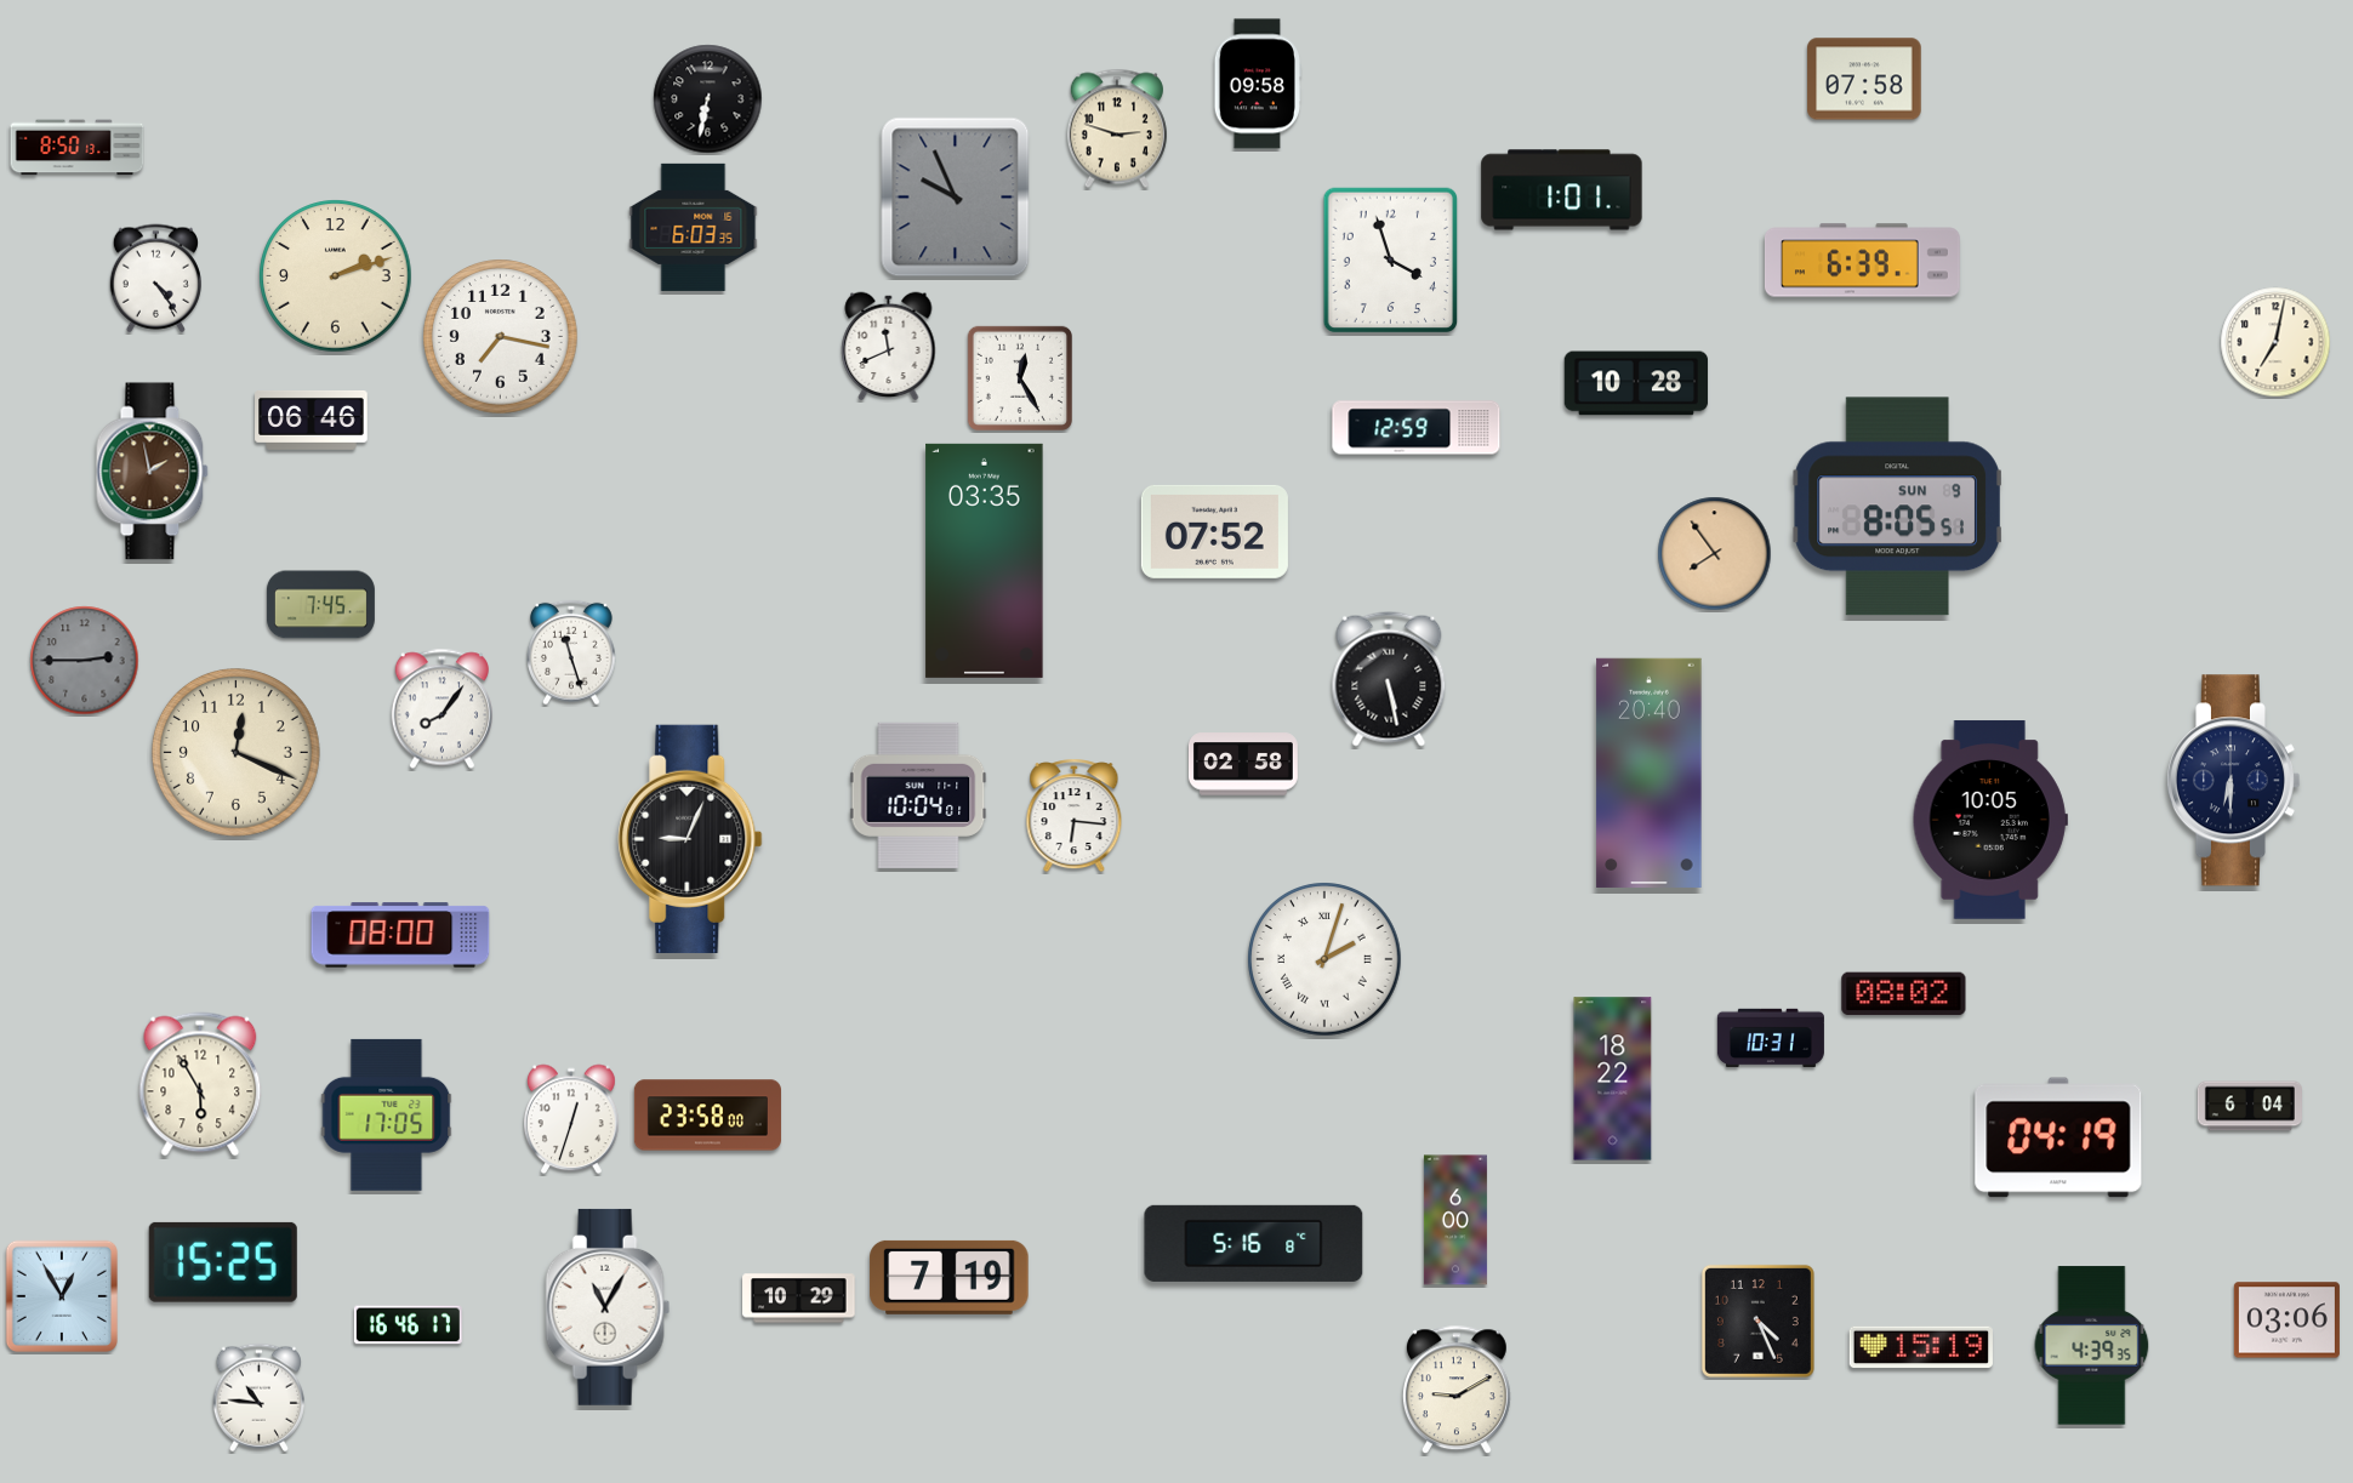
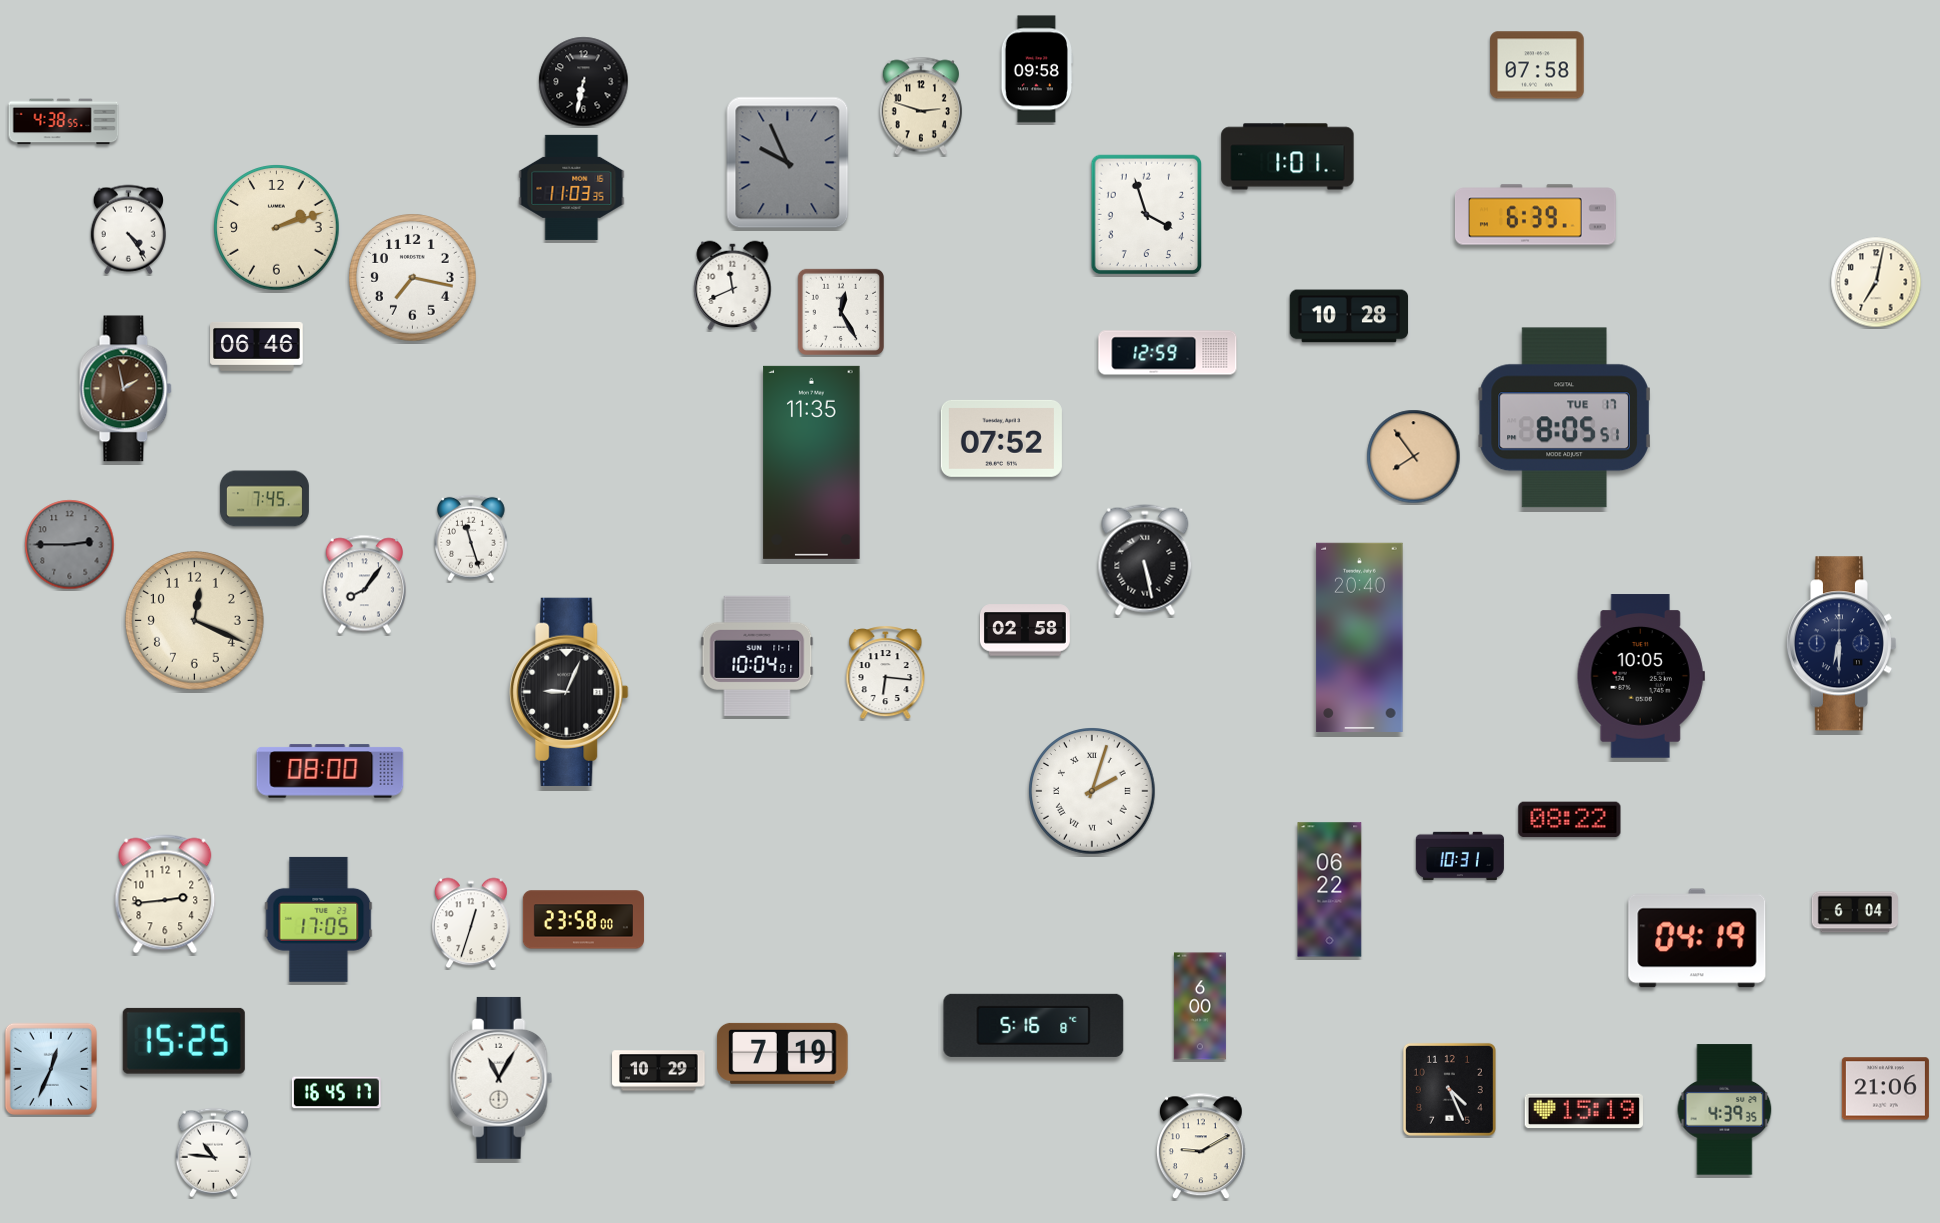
clock at (78, 148): 8:50 -> 4:38
clock at (694, 227): 6:03 -> 11:03
clock at (1898, 507) date: SUN 9 -> TUE 17
clock at (985, 560): 03:35 -> 11:35
clock at (1904, 994): 08:02 -> 08:22
clock at (1613, 1079): 18:22 -> 06:22
clock at (200, 1084): 5:55 -> 2:44
clock at (61, 1295): 12:55 -> 12:34
clock at (2286, 1321): 03:06 -> 21:06
clock at (408, 1325): 16:46 -> 16:45
